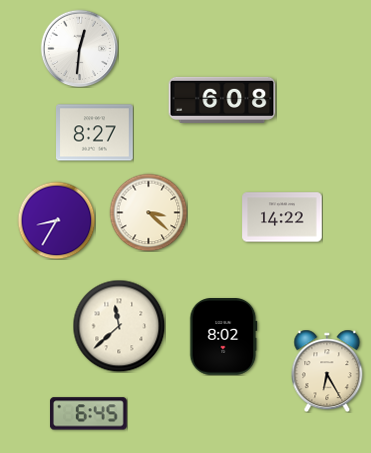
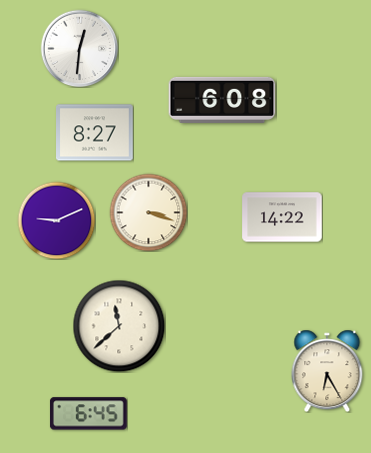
clock at (148, 212): 3:22 -> 3:18
clock at (56, 220): 8:35 -> 9:11
clock at (224, 337): 8:02 -> none
